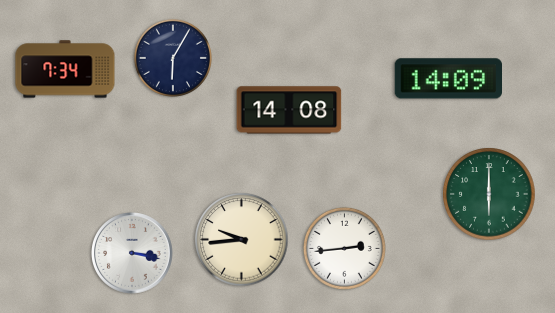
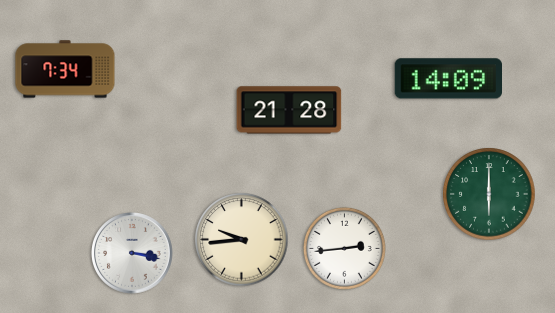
clock at (173, 58): 6:05 -> none
clock at (289, 110): 14:08 -> 21:28
